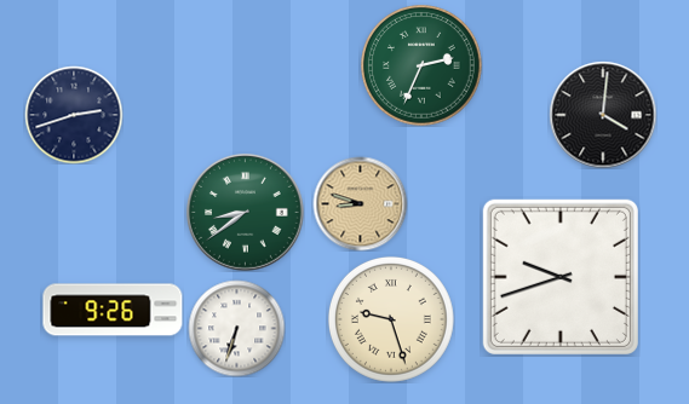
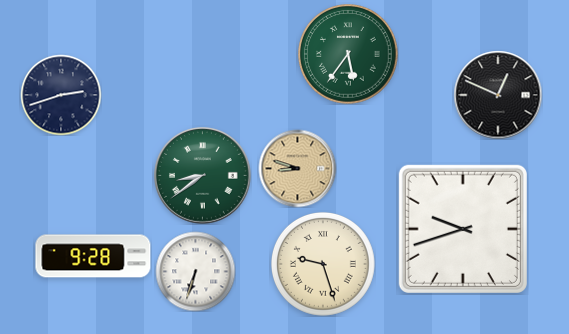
clock at (421, 65): 2:34 -> 5:36
clock at (603, 115): 4:01 -> 12:49
clock at (113, 310): 9:26 -> 9:28
